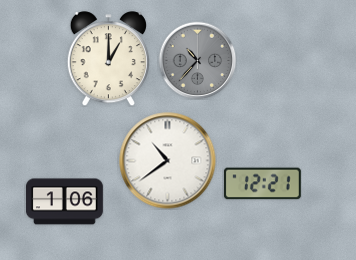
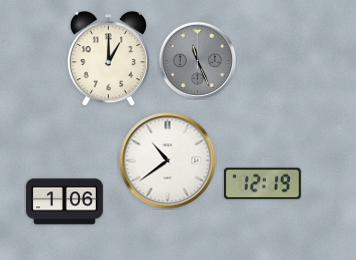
clock at (197, 60): 10:37 -> 11:26
clock at (262, 184): 12:21 -> 12:19
